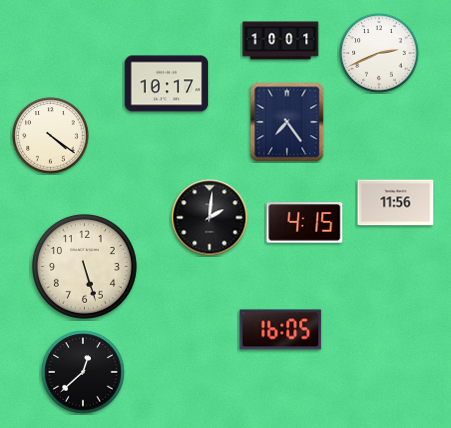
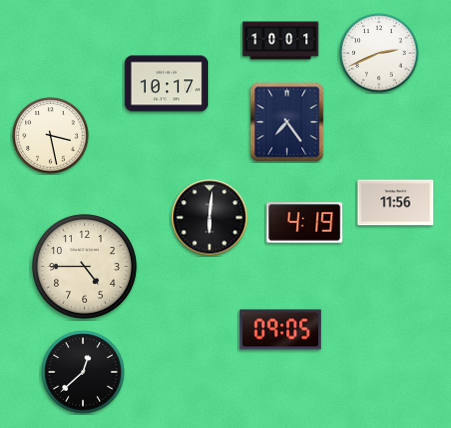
clock at (51, 136): 4:21 -> 3:28
clock at (210, 218): 2:01 -> 6:01
clock at (305, 223): 4:15 -> 4:19
clock at (85, 267): 5:27 -> 4:45
clock at (281, 330): 16:05 -> 09:05
